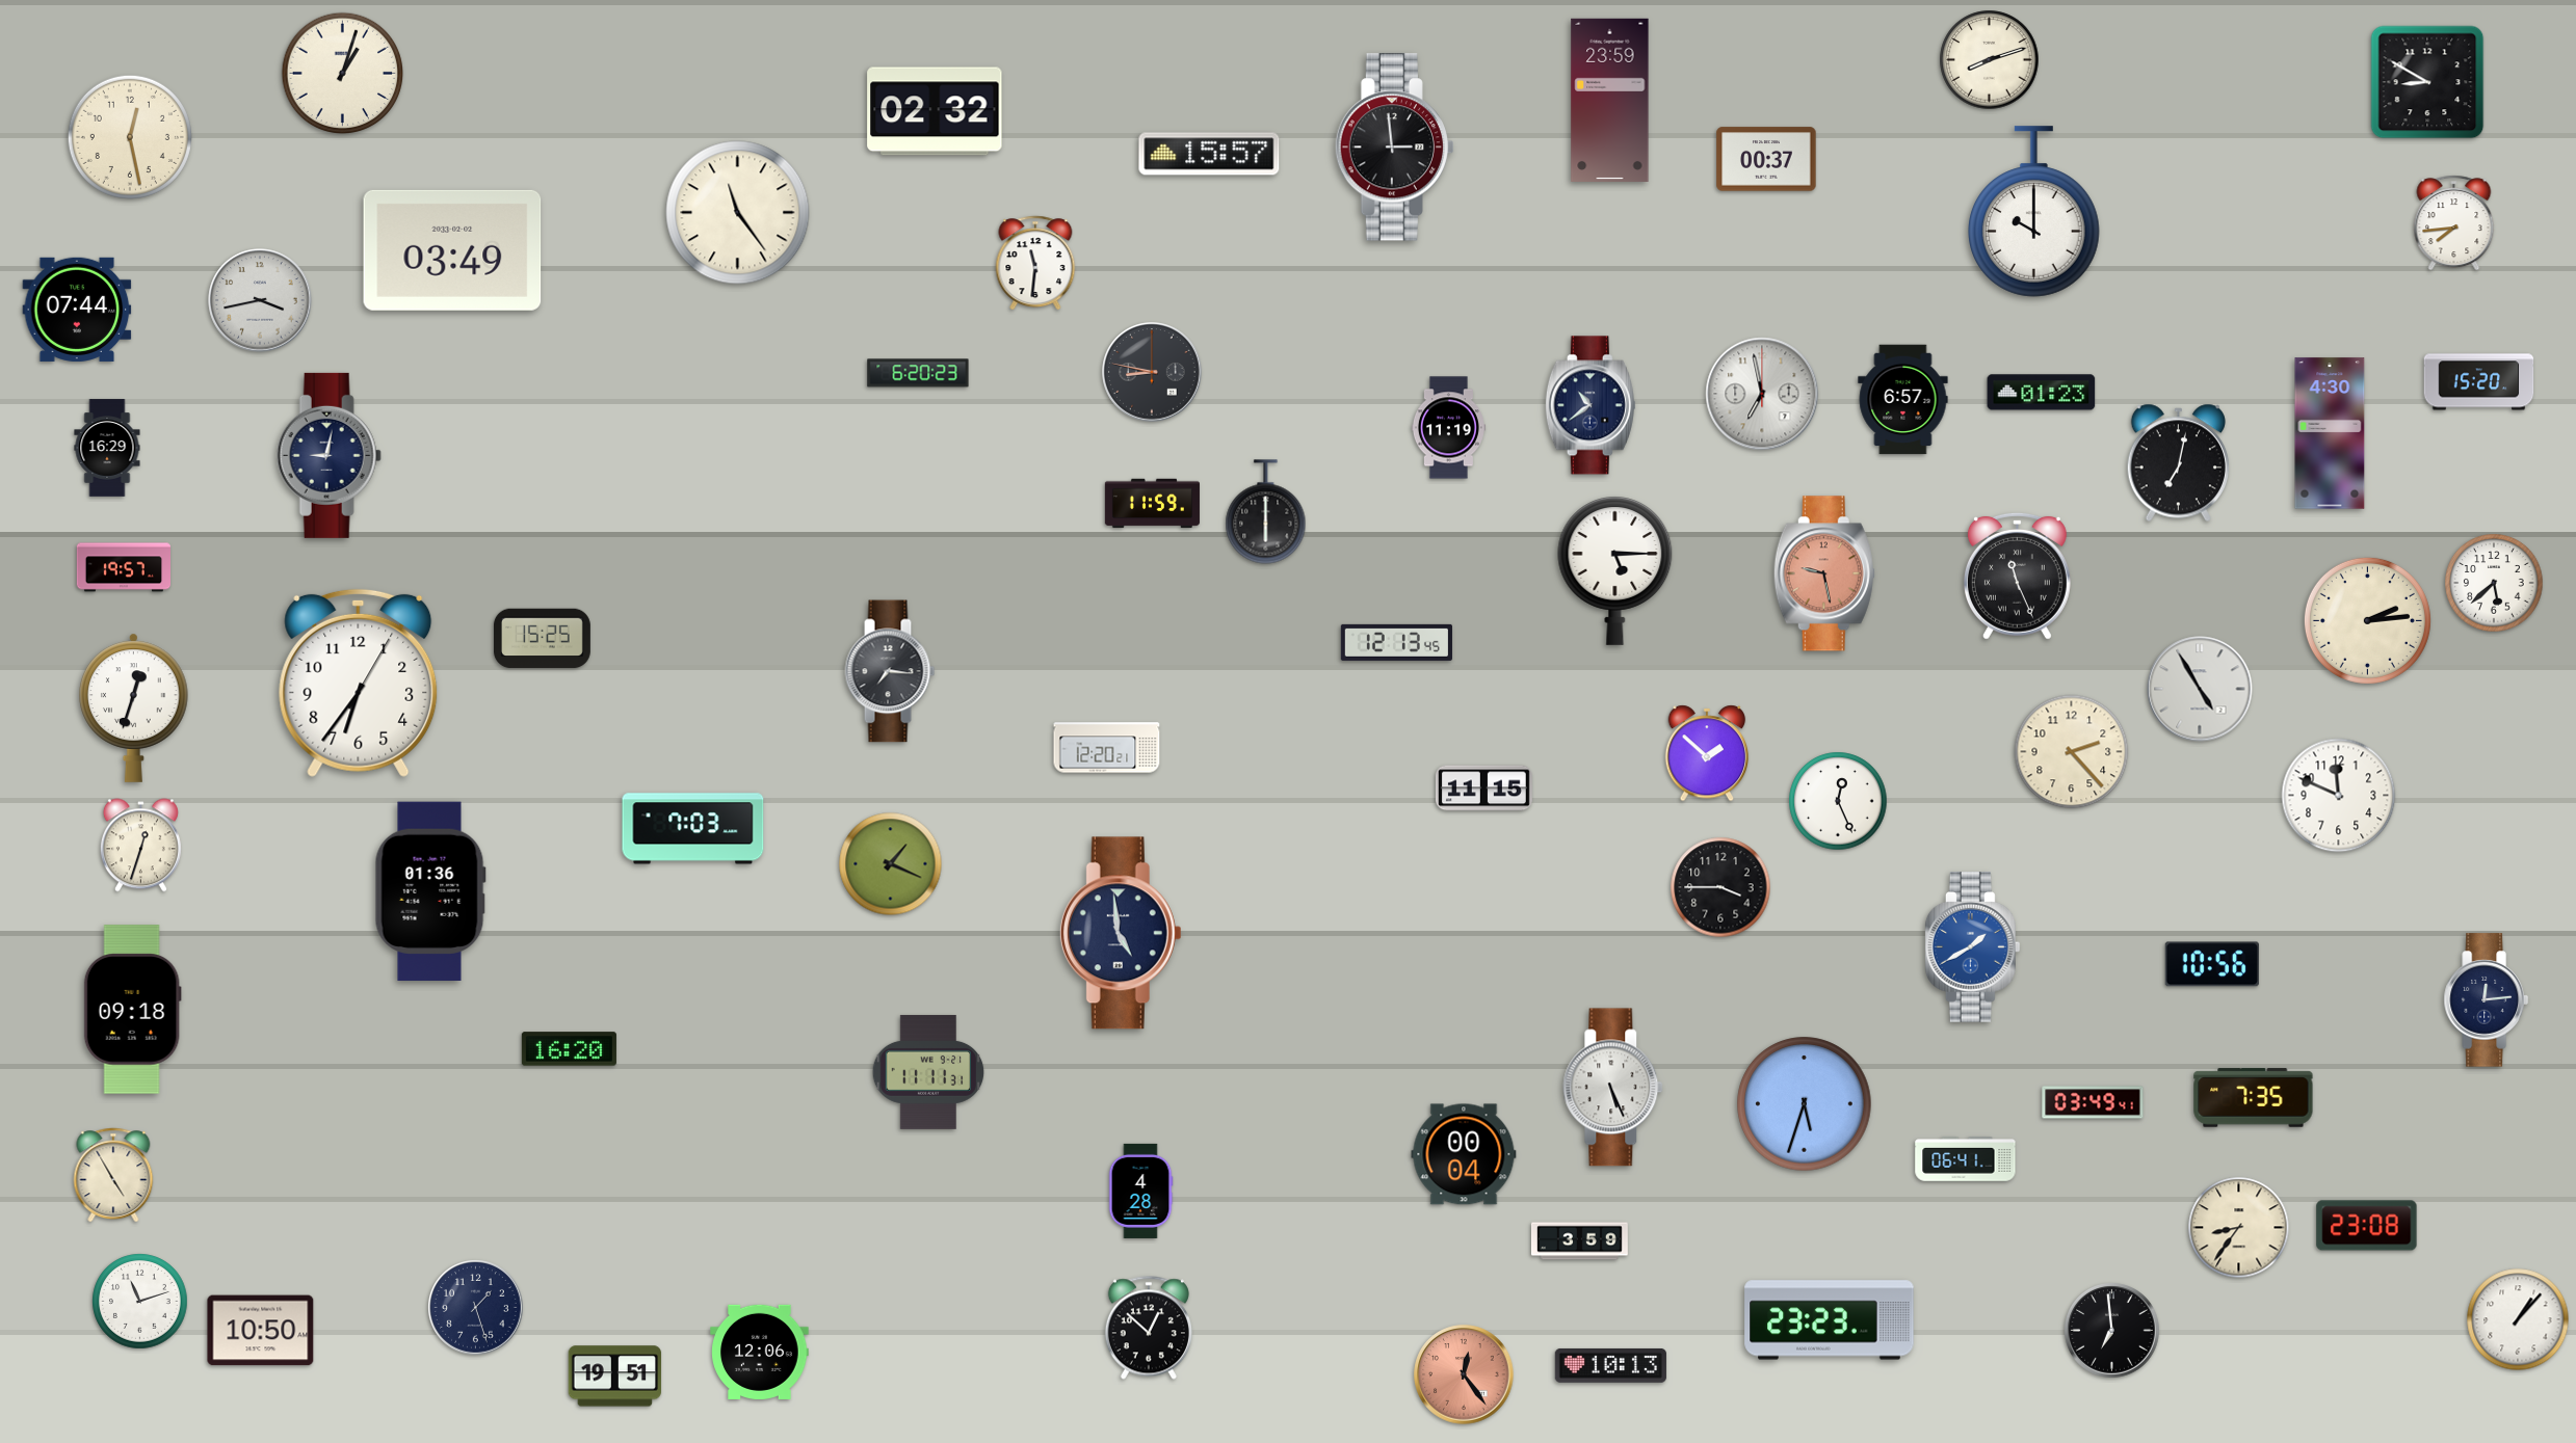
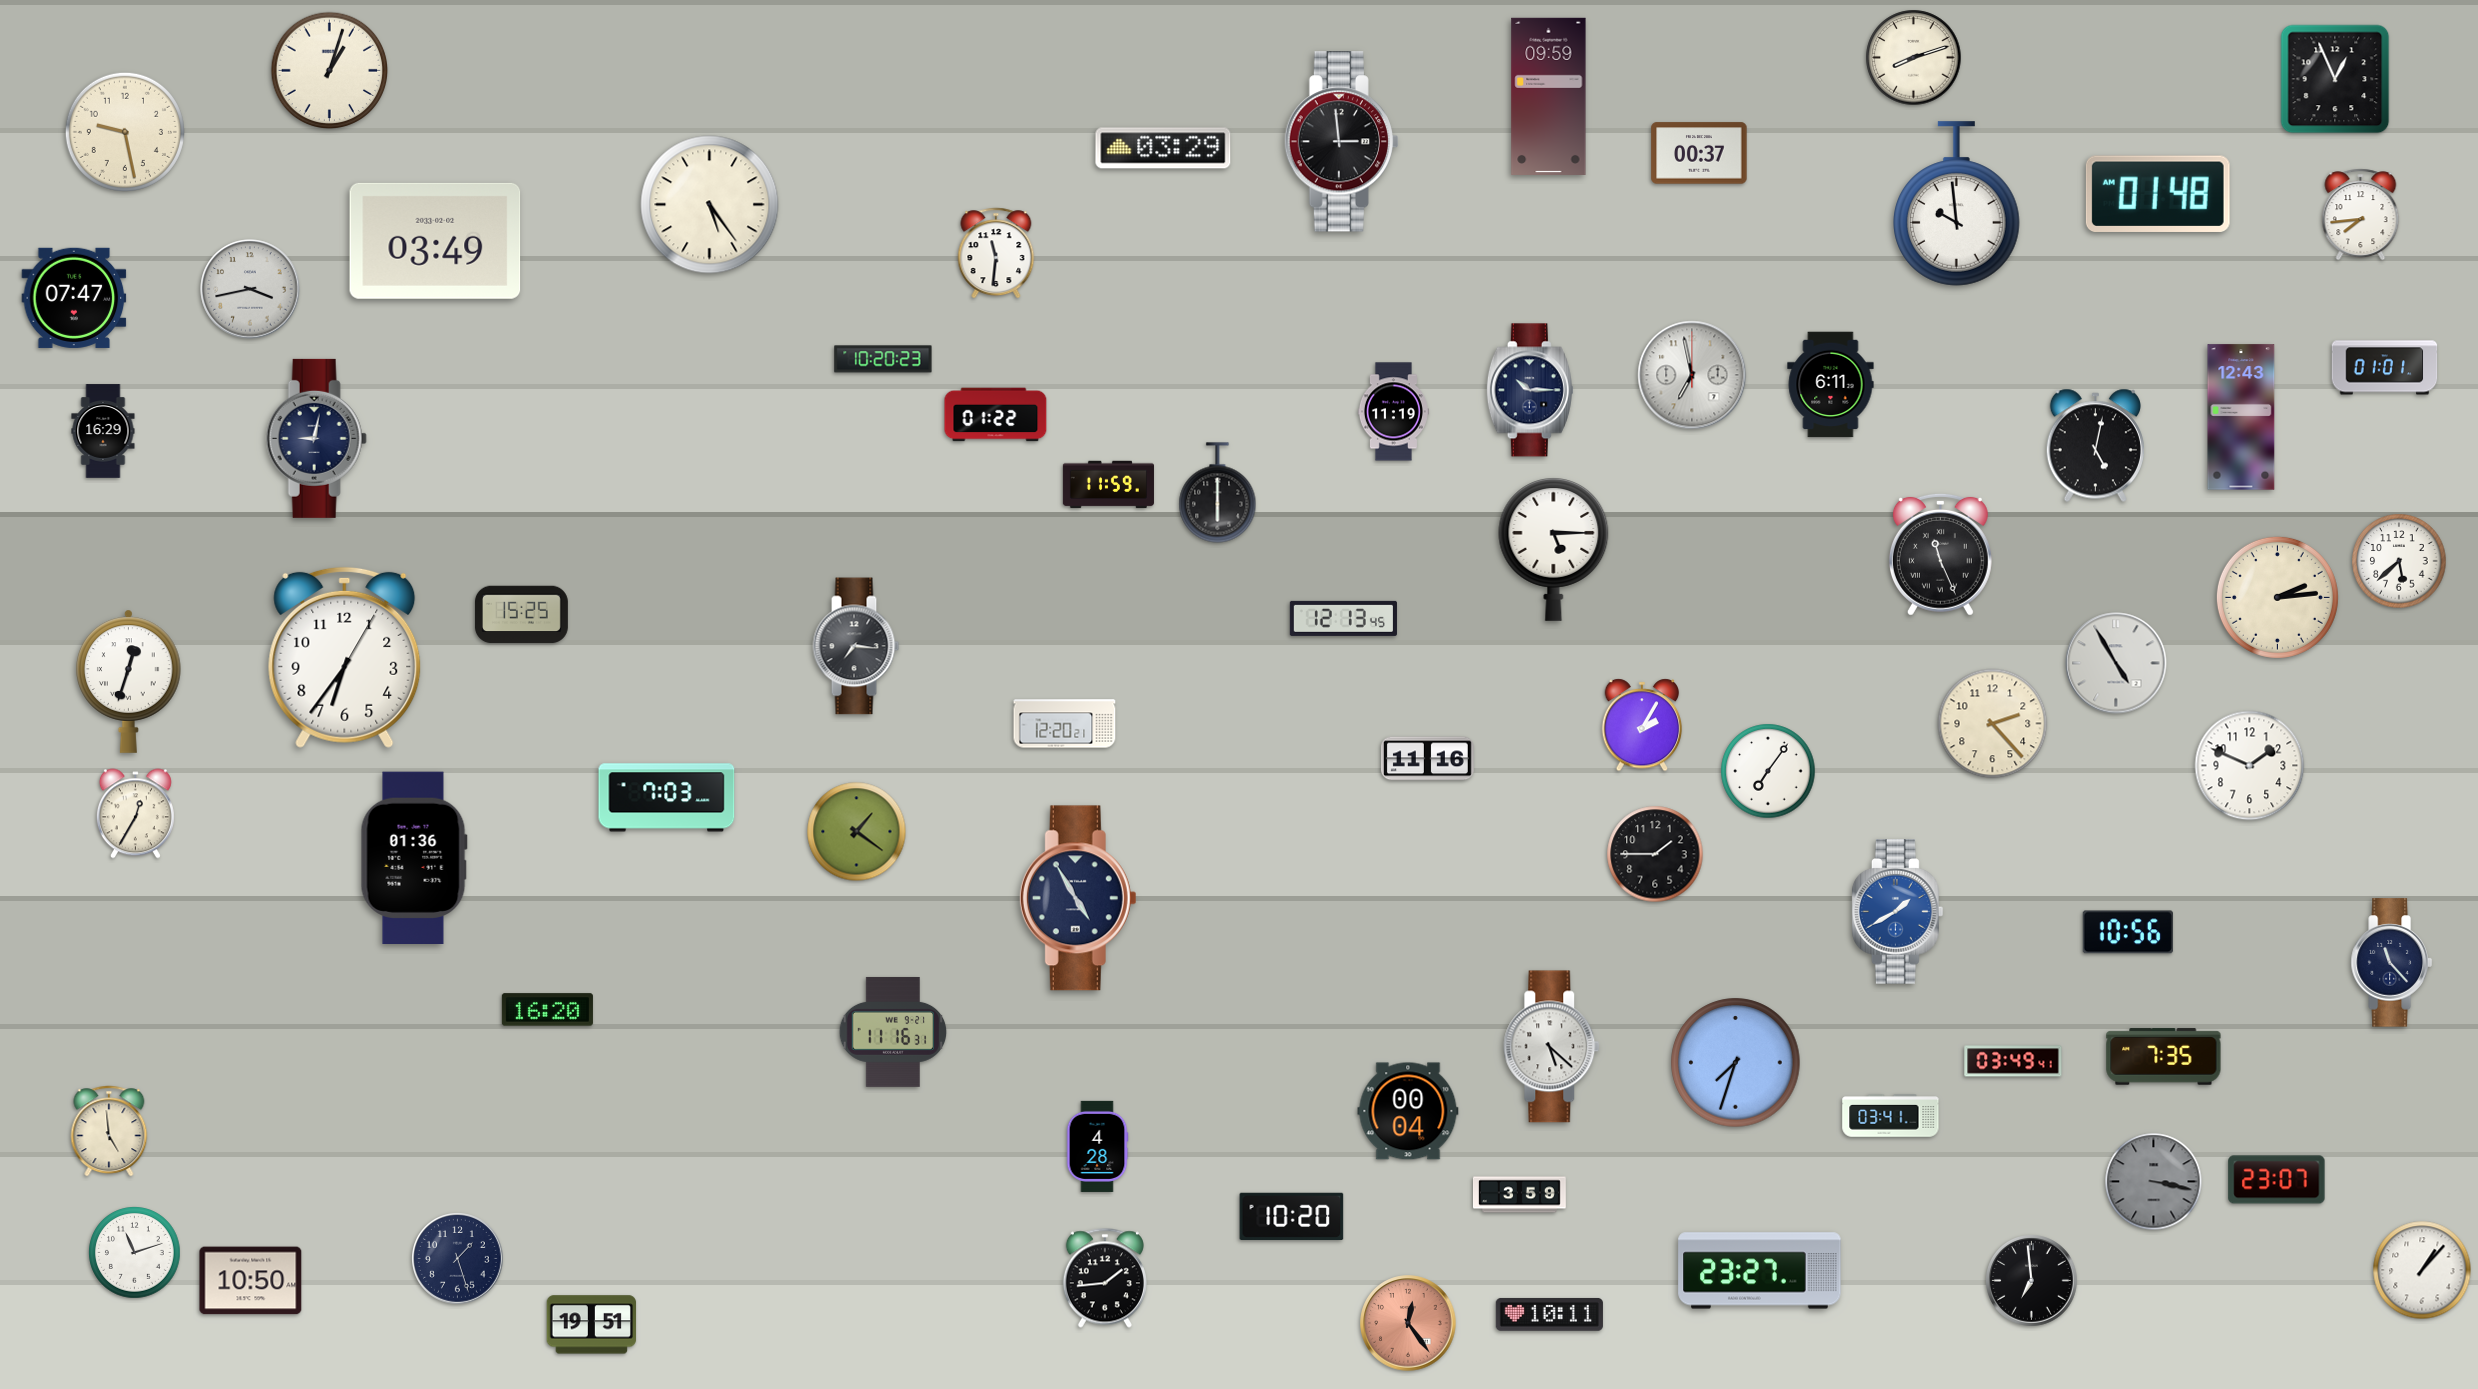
clock at (2427, 82): 8:50 -> 12:56
clock at (1610, 100): 23:59 -> 09:59
clock at (935, 111): 02:32 -> none
clock at (130, 137): 12:28 -> 9:28
clock at (1209, 154): 15:57 -> 03:29
clock at (2158, 194): none -> 01:48
clock at (2034, 212): 10:00 -> 9:59
clock at (738, 213): 11:24 -> 5:24
clock at (77, 310): 07:44 -> 07:47
clock at (1152, 372): 8:47 -> none
clock at (918, 373): 6:20 -> 10:20
clock at (2479, 382): 15:20 -> 01:01
clock at (2042, 393): 01:23 -> none
clock at (1762, 394) position: (1762, 394) -> (1692, 375)
clock at (1903, 400): 6:57 -> 6:11
clock at (1591, 405): 10:39 -> 10:15
clock at (996, 415): none -> 01:22
clock at (2330, 433): 4:30 -> 12:43
clock at (2178, 463): 7:02 -> 5:02
clock at (123, 567): 19:57 -> none
clock at (1824, 573): 9:28 -> none
clock at (1107, 748) position: (1107, 748) -> (1065, 724)
clock at (1707, 753): 1:52 -> 2:05
clock at (1483, 789): 11:15 -> 11:16
clock at (2339, 796): 11:49 -> 1:49
clock at (1838, 801): 12:26 -> 7:06
clock at (140, 846): 12:33 -> 12:35
clock at (891, 864): 1:19 -> 1:21
clock at (1720, 887): 3:45 -> 1:45
clock at (1121, 933): 4:59 -> 4:55
clock at (2212, 964) position: (2212, 964) -> (2128, 932)
clock at (2486, 1000): 12:14 -> 11:23
clock at (132, 1010): 09:18 -> none
clock at (928, 1072): 11:11 -> 11:16
clock at (1613, 1088): 5:26 -> 5:22
clock at (2254, 1098) position: (2254, 1098) -> (2164, 1057)
clock at (1805, 1104): 5:33 -> 7:33
clock at (1966, 1159): 06:41 -> 03:41
clock at (113, 1175): 4:55 -> 4:59
clock at (2367, 1226): 23:08 -> 23:07
clock at (2239, 1228): 8:36 -> 3:17
clock at (2239, 1228) dial: cream -> grey
clock at (1292, 1216): none -> 10:20
clock at (1830, 1320): 23:23 -> 23:27
clock at (1149, 1328): 12:52 -> 1:44
clock at (760, 1352): 12:06 -> none
clock at (1610, 1365): 10:13 -> 10:11
